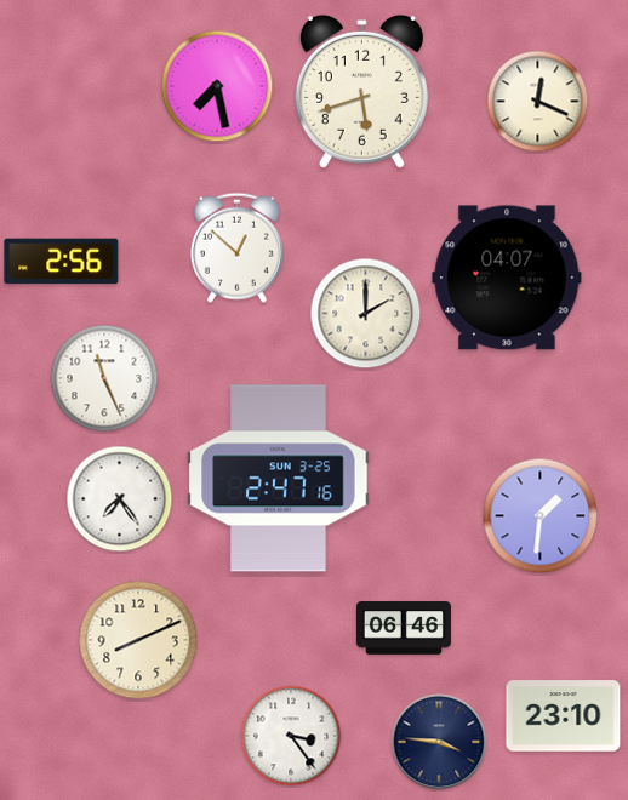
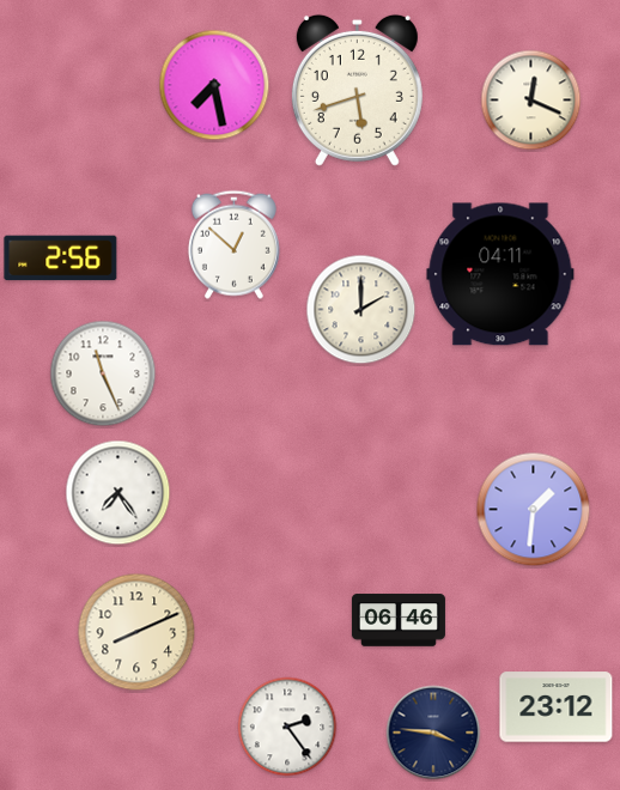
clock at (507, 278): 04:07 -> 04:11
clock at (279, 479): 2:47 -> none
clock at (564, 716): 23:10 -> 23:12
clock at (291, 736): 3:24 -> 2:24
